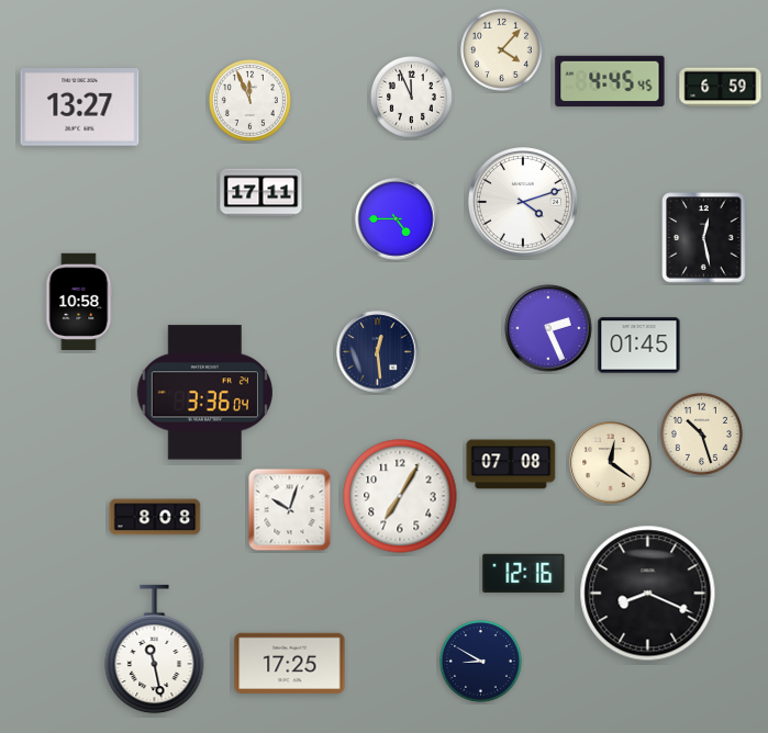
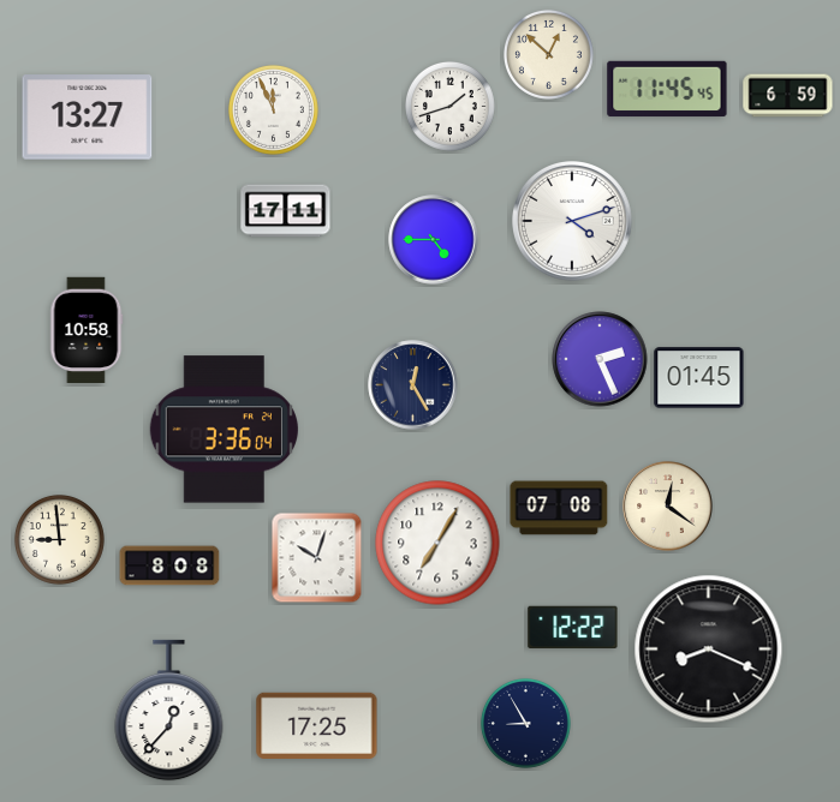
clock at (501, 49): 4:07 -> 12:52
clock at (610, 81): 4:45 -> 11:45
clock at (411, 97): 11:56 -> 1:42
clock at (704, 238): 12:28 -> none
clock at (378, 352): 12:29 -> 12:25
clock at (701, 433): 10:27 -> none
clock at (59, 539): none -> 8:59
clock at (524, 574): 12:16 -> 12:22
clock at (155, 650): 11:28 -> 12:37
clock at (480, 661): 8:50 -> 8:55
